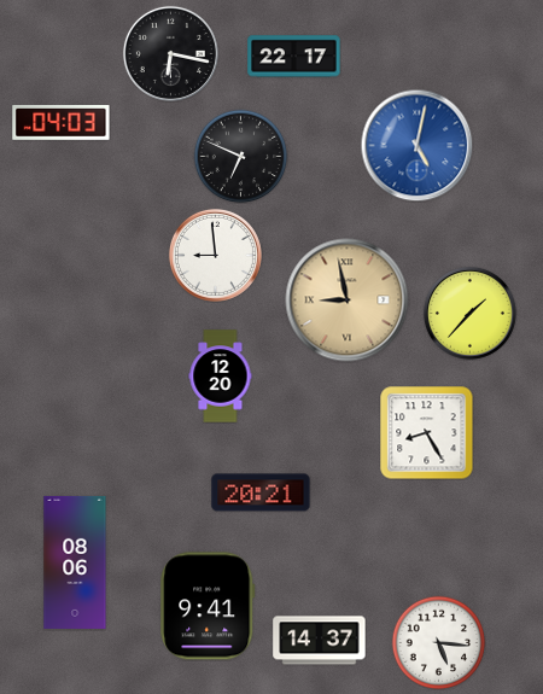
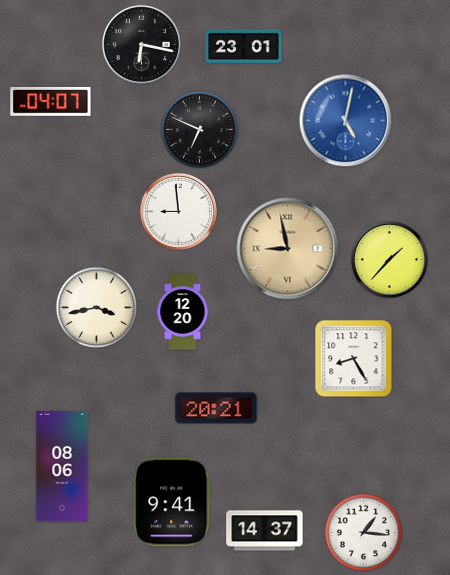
clock at (294, 57): 22:17 -> 23:01
clock at (62, 122): 04:03 -> 04:07
clock at (96, 307): none -> 3:43
clock at (438, 642): 5:16 -> 1:16
